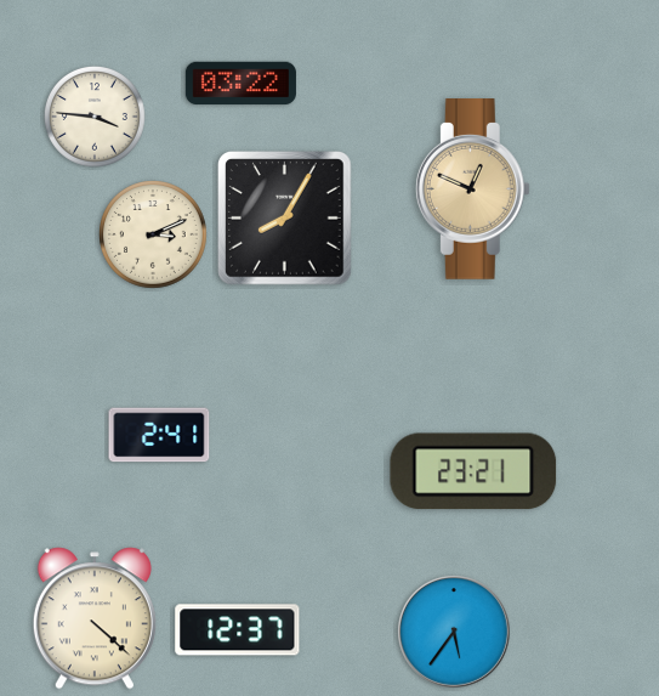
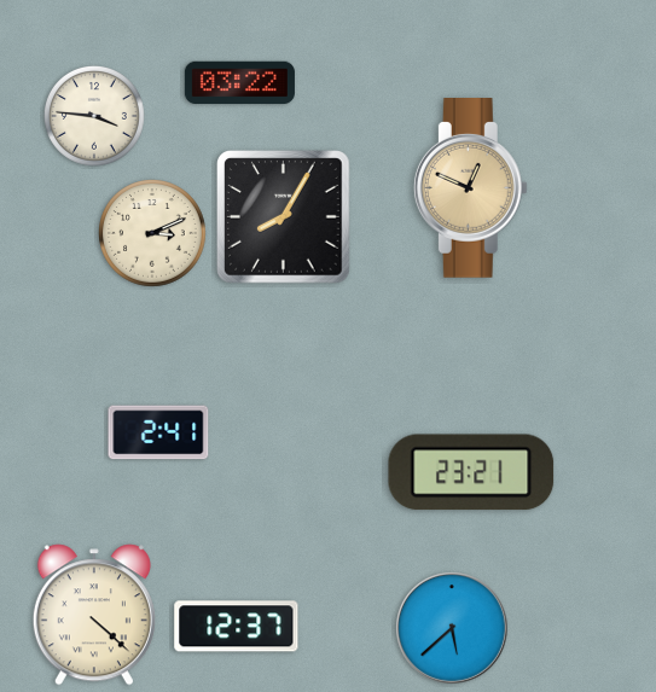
clock at (473, 471) position: (473, 471) -> (471, 472)
clock at (454, 633): 5:36 -> 5:38
